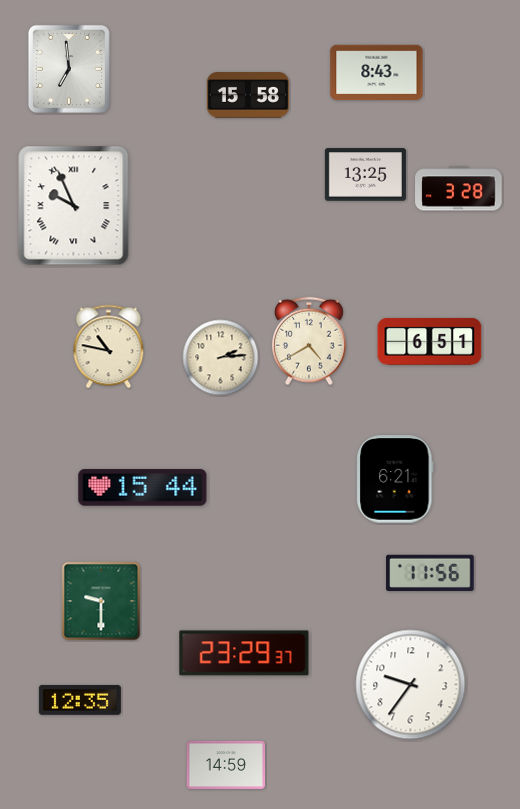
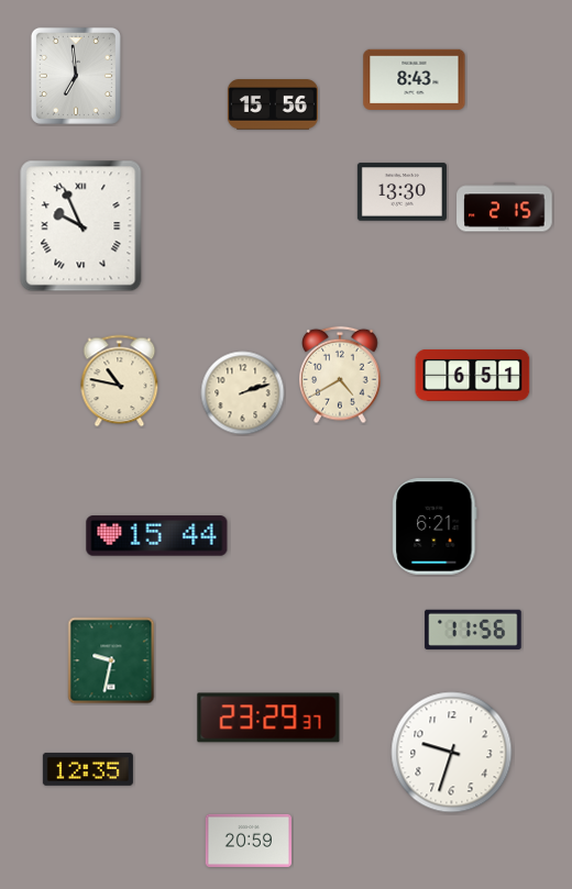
clock at (248, 95): 15:58 -> 15:56
clock at (365, 175): 13:25 -> 13:30
clock at (459, 189): 3:28 -> 2:15
clock at (221, 358): 2:14 -> 2:12
clock at (101, 601): 9:30 -> 9:32
clock at (411, 685): 9:36 -> 9:33
clock at (226, 765): 14:59 -> 20:59
